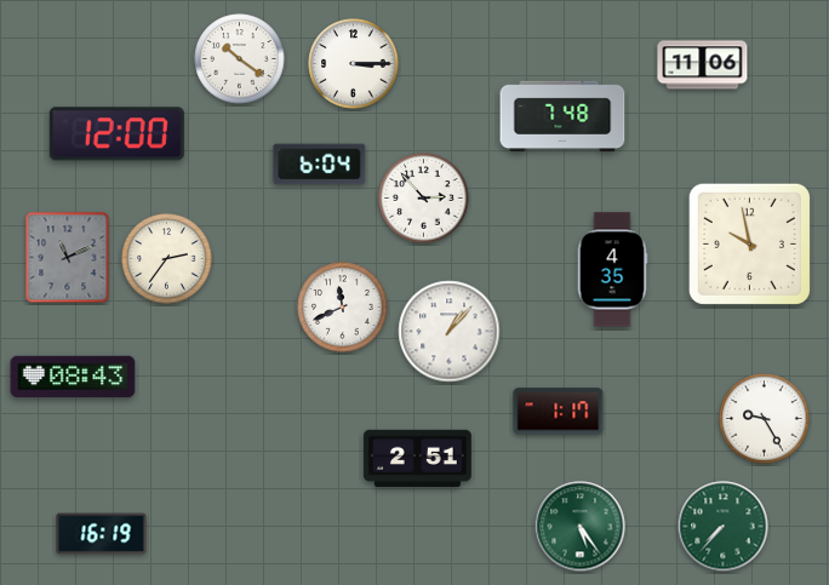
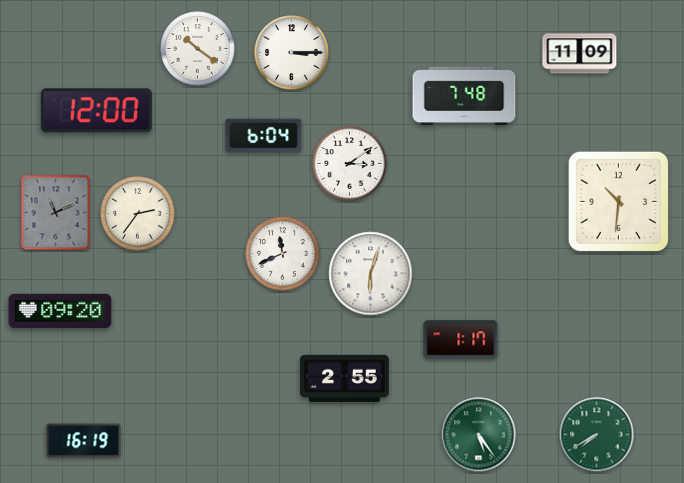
clock at (703, 65): 11:06 -> 11:09
clock at (424, 199): 2:53 -> 3:09
clock at (749, 243): 9:58 -> 10:31
clock at (612, 270): 4:35 -> none
clock at (450, 332): 1:07 -> 6:03
clock at (73, 377): 08:43 -> 09:20
clock at (765, 419): 9:25 -> none
clock at (417, 458): 2:51 -> 2:55
clock at (724, 527): 7:37 -> 7:40
